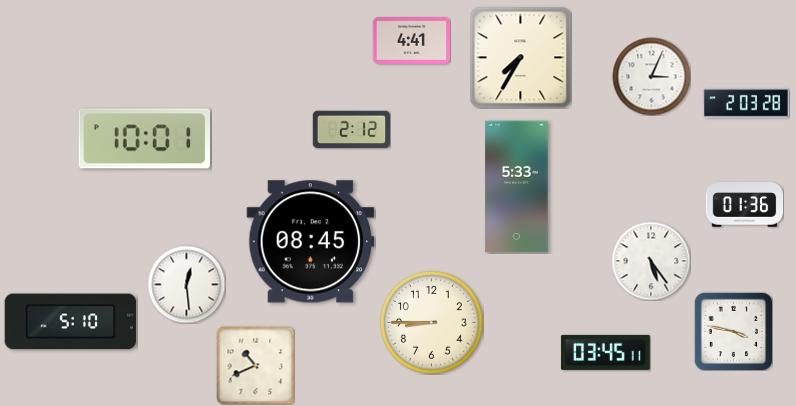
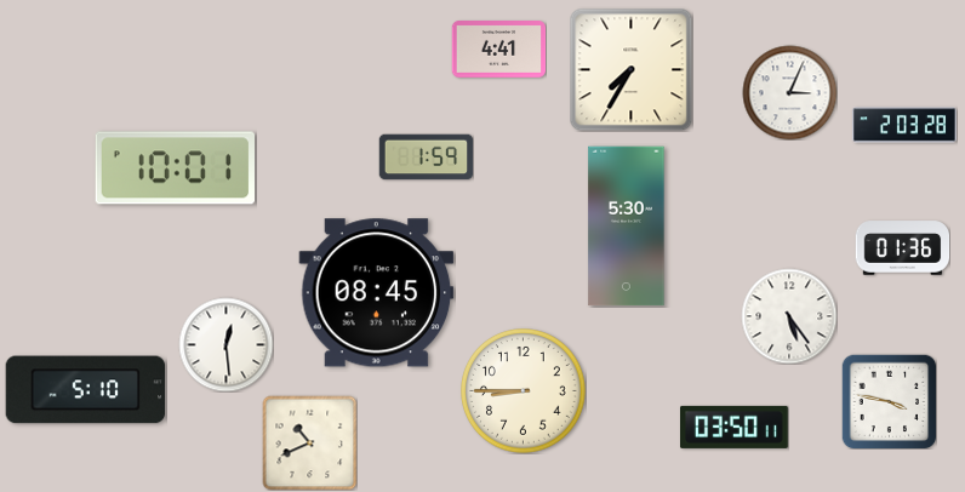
clock at (351, 130): 2:12 -> 1:59
clock at (517, 187): 5:33 -> 5:30
clock at (605, 352): 03:45 -> 03:50
